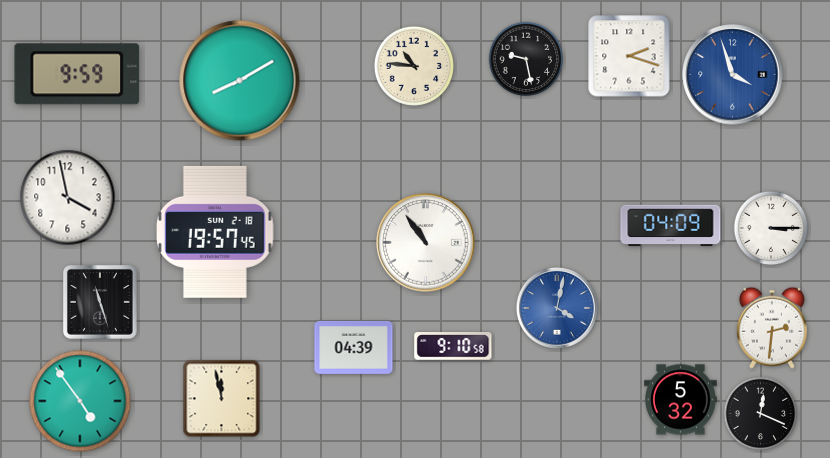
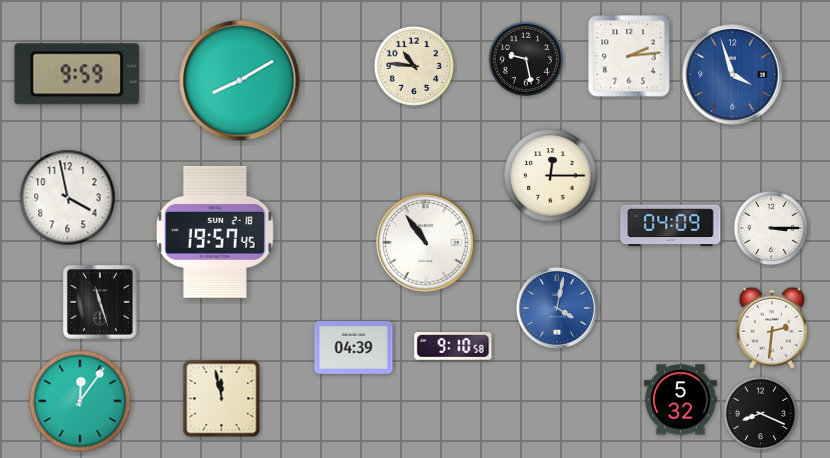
clock at (629, 56): 2:18 -> 2:14
clock at (551, 176): none -> 12:15
clock at (80, 401): 4:54 -> 12:06
clock at (761, 414): 12:19 -> 8:19
